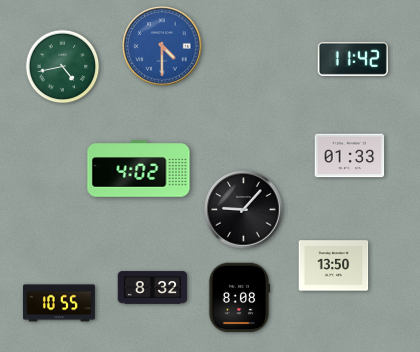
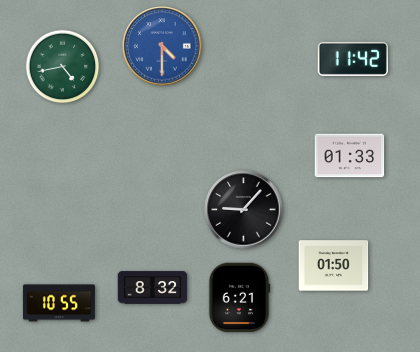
clock at (139, 169): 4:02 -> none
clock at (334, 266): 13:50 -> 01:50
clock at (239, 298): 8:08 -> 6:21
